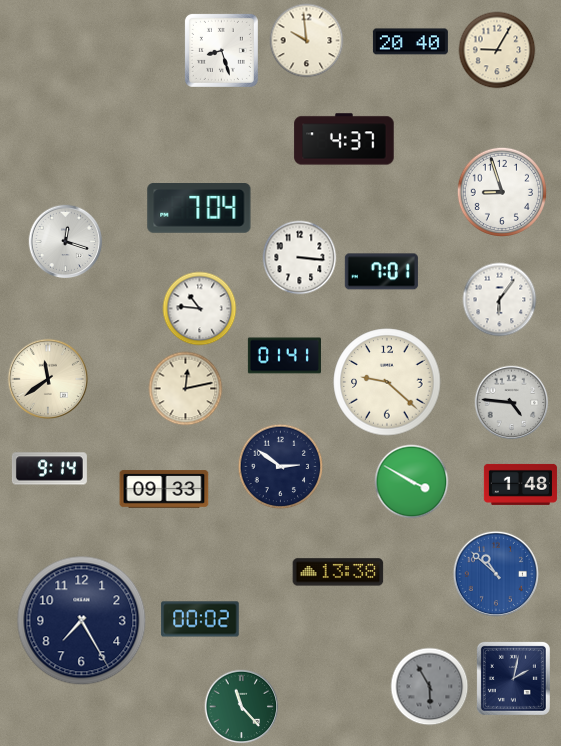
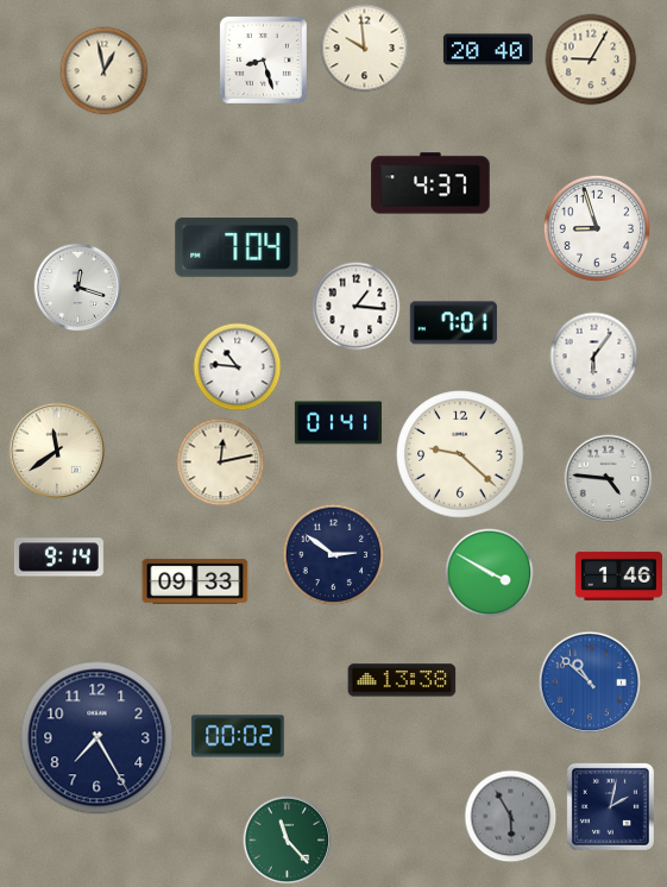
clock at (105, 71): none -> 12:58
clock at (344, 139) position: (344, 139) -> (430, 183)
clock at (300, 258): 3:16 -> 1:16
clock at (520, 484): 1:48 -> 1:46
